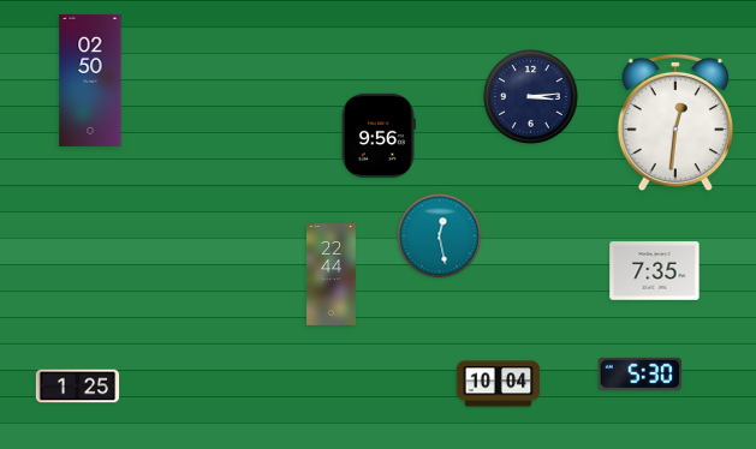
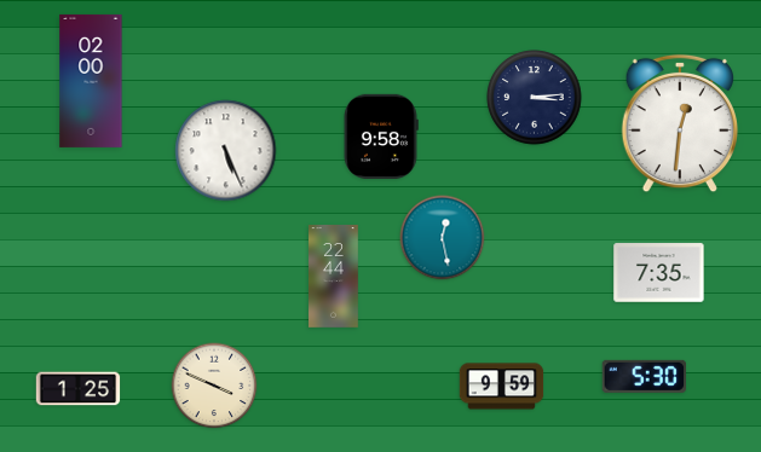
clock at (90, 80): 02:50 -> 02:00
clock at (379, 136): 9:56 -> 9:58
clock at (226, 151): none -> 5:26
clock at (214, 386): none -> 3:49
clock at (499, 384): 10:04 -> 9:59
